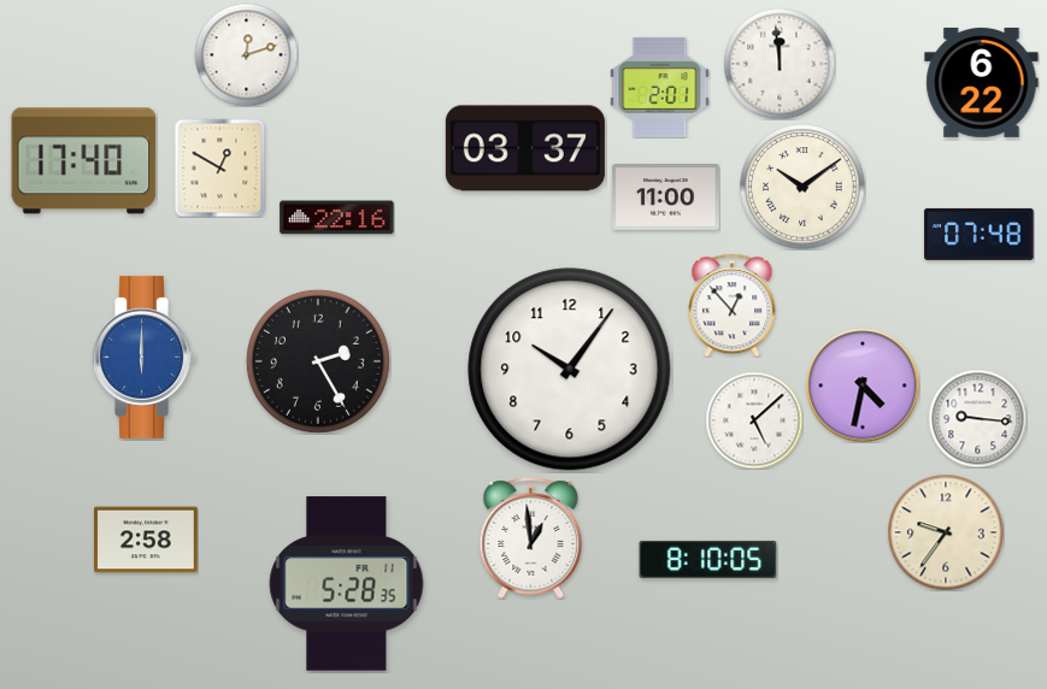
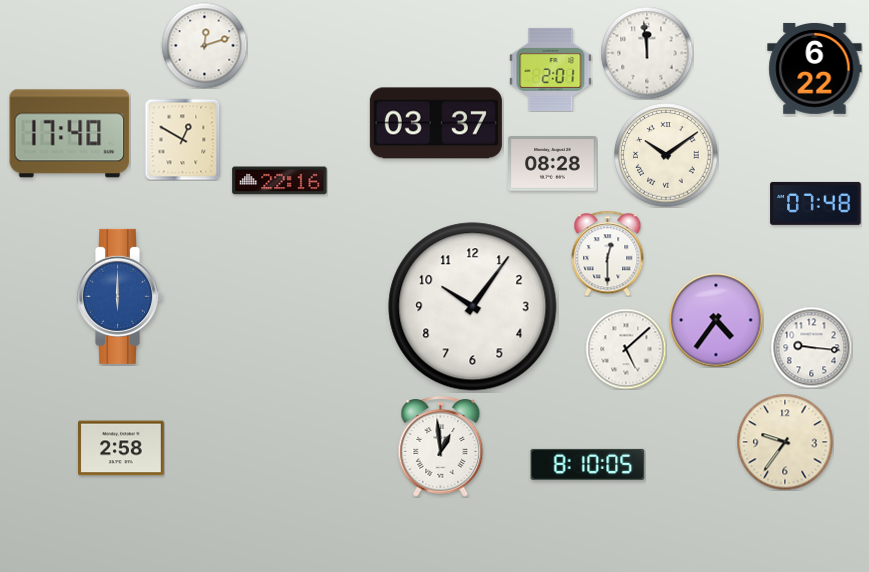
clock at (660, 87) position: (660, 87) -> (551, 69)
clock at (666, 198): 11:00 -> 08:28
clock at (980, 234) position: (980, 234) -> (816, 203)
clock at (733, 305): 12:53 -> 12:30
clock at (318, 361): 2:25 -> none
clock at (863, 385): 4:32 -> 4:36
clock at (347, 584): 5:28 -> none
